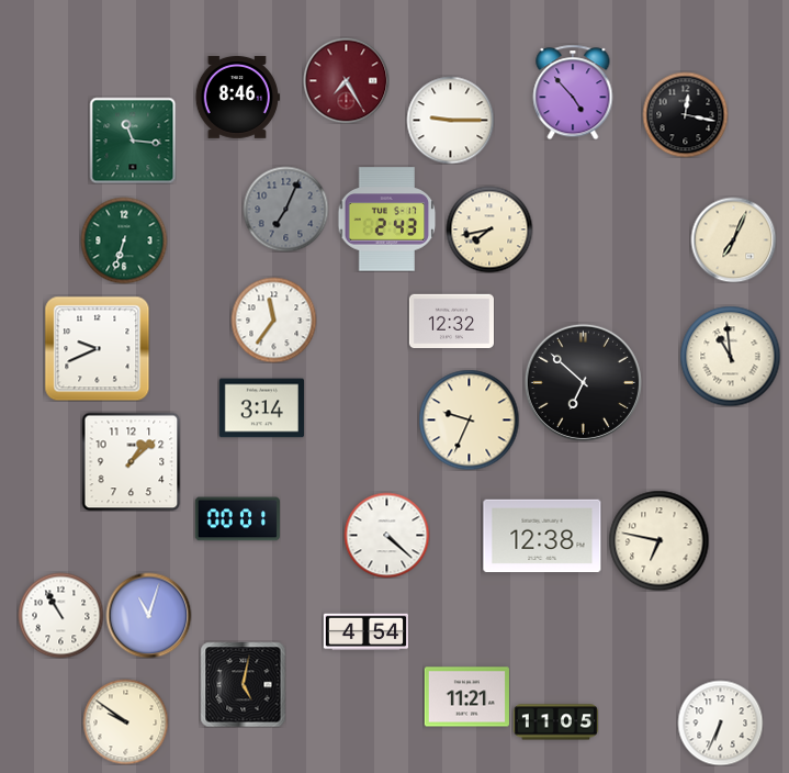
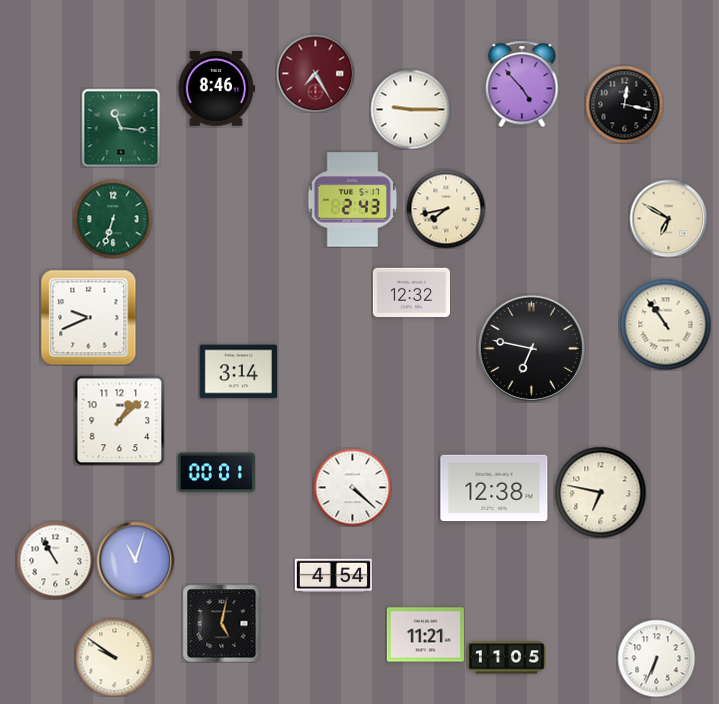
clock at (285, 209): 7:04 -> none
clock at (733, 239): 7:04 -> 6:50
clock at (273, 320): 11:36 -> none
clock at (730, 356): 10:59 -> 10:54
clock at (583, 382): 6:52 -> 6:47
clock at (469, 419): 9:34 -> none
